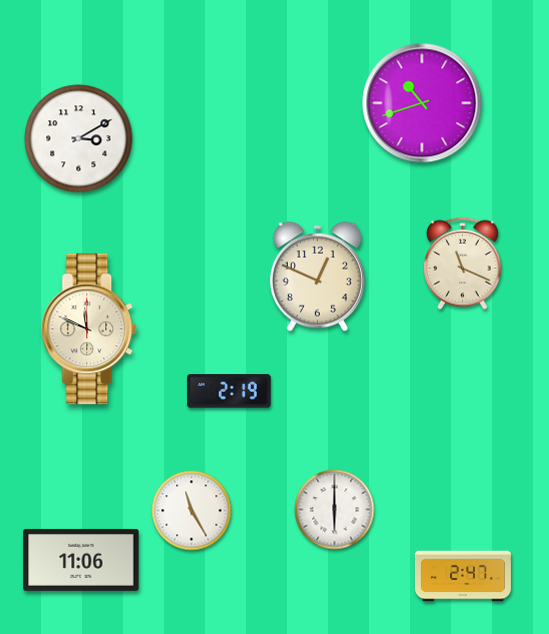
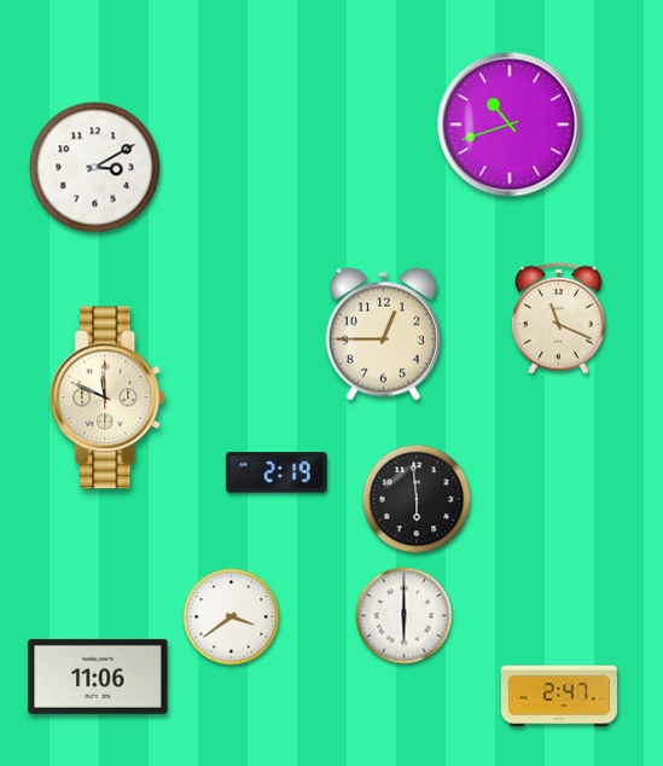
clock at (317, 277): 12:49 -> 12:45
clock at (417, 499): none -> 5:59
clock at (192, 511): 11:25 -> 3:39
